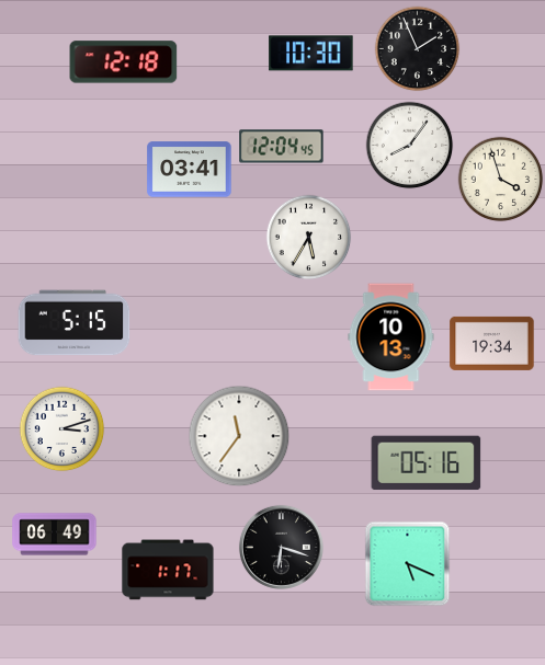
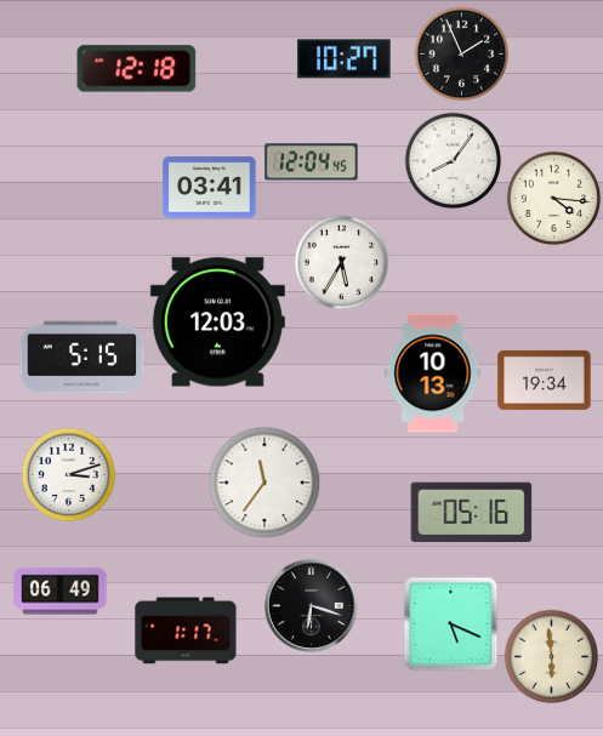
clock at (311, 54): 10:30 -> 10:27
clock at (500, 179): 3:57 -> 4:16
clock at (217, 323): none -> 12:03
clock at (551, 656): none -> 5:59
